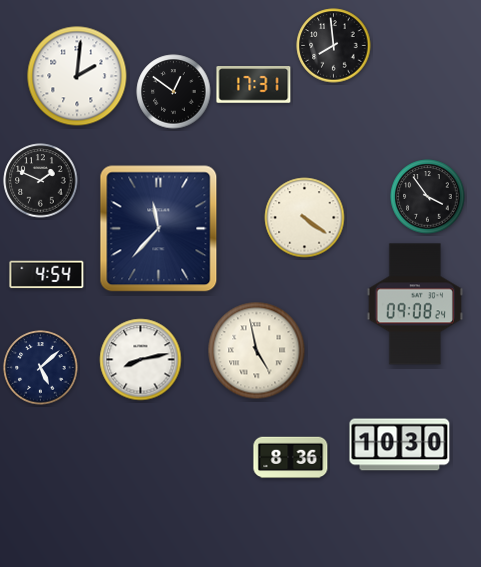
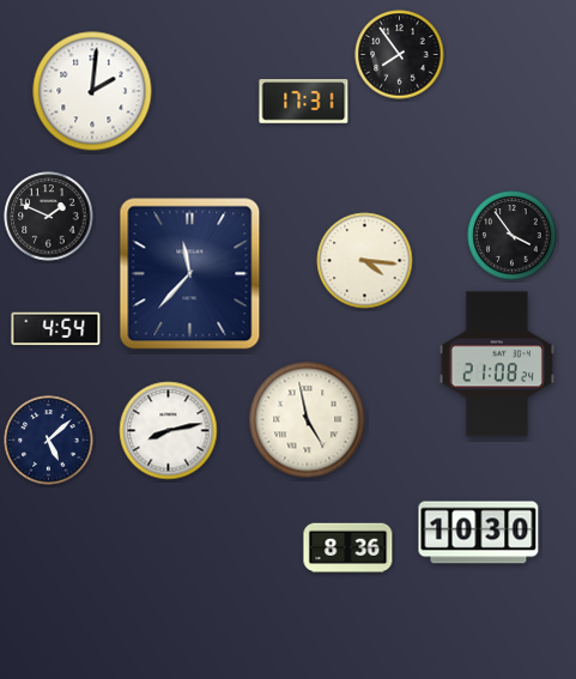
clock at (334, 46): 7:59 -> 7:54
clock at (174, 92): 12:51 -> none
clock at (305, 218): 4:21 -> 4:16
clock at (415, 304): 09:08 -> 21:08
